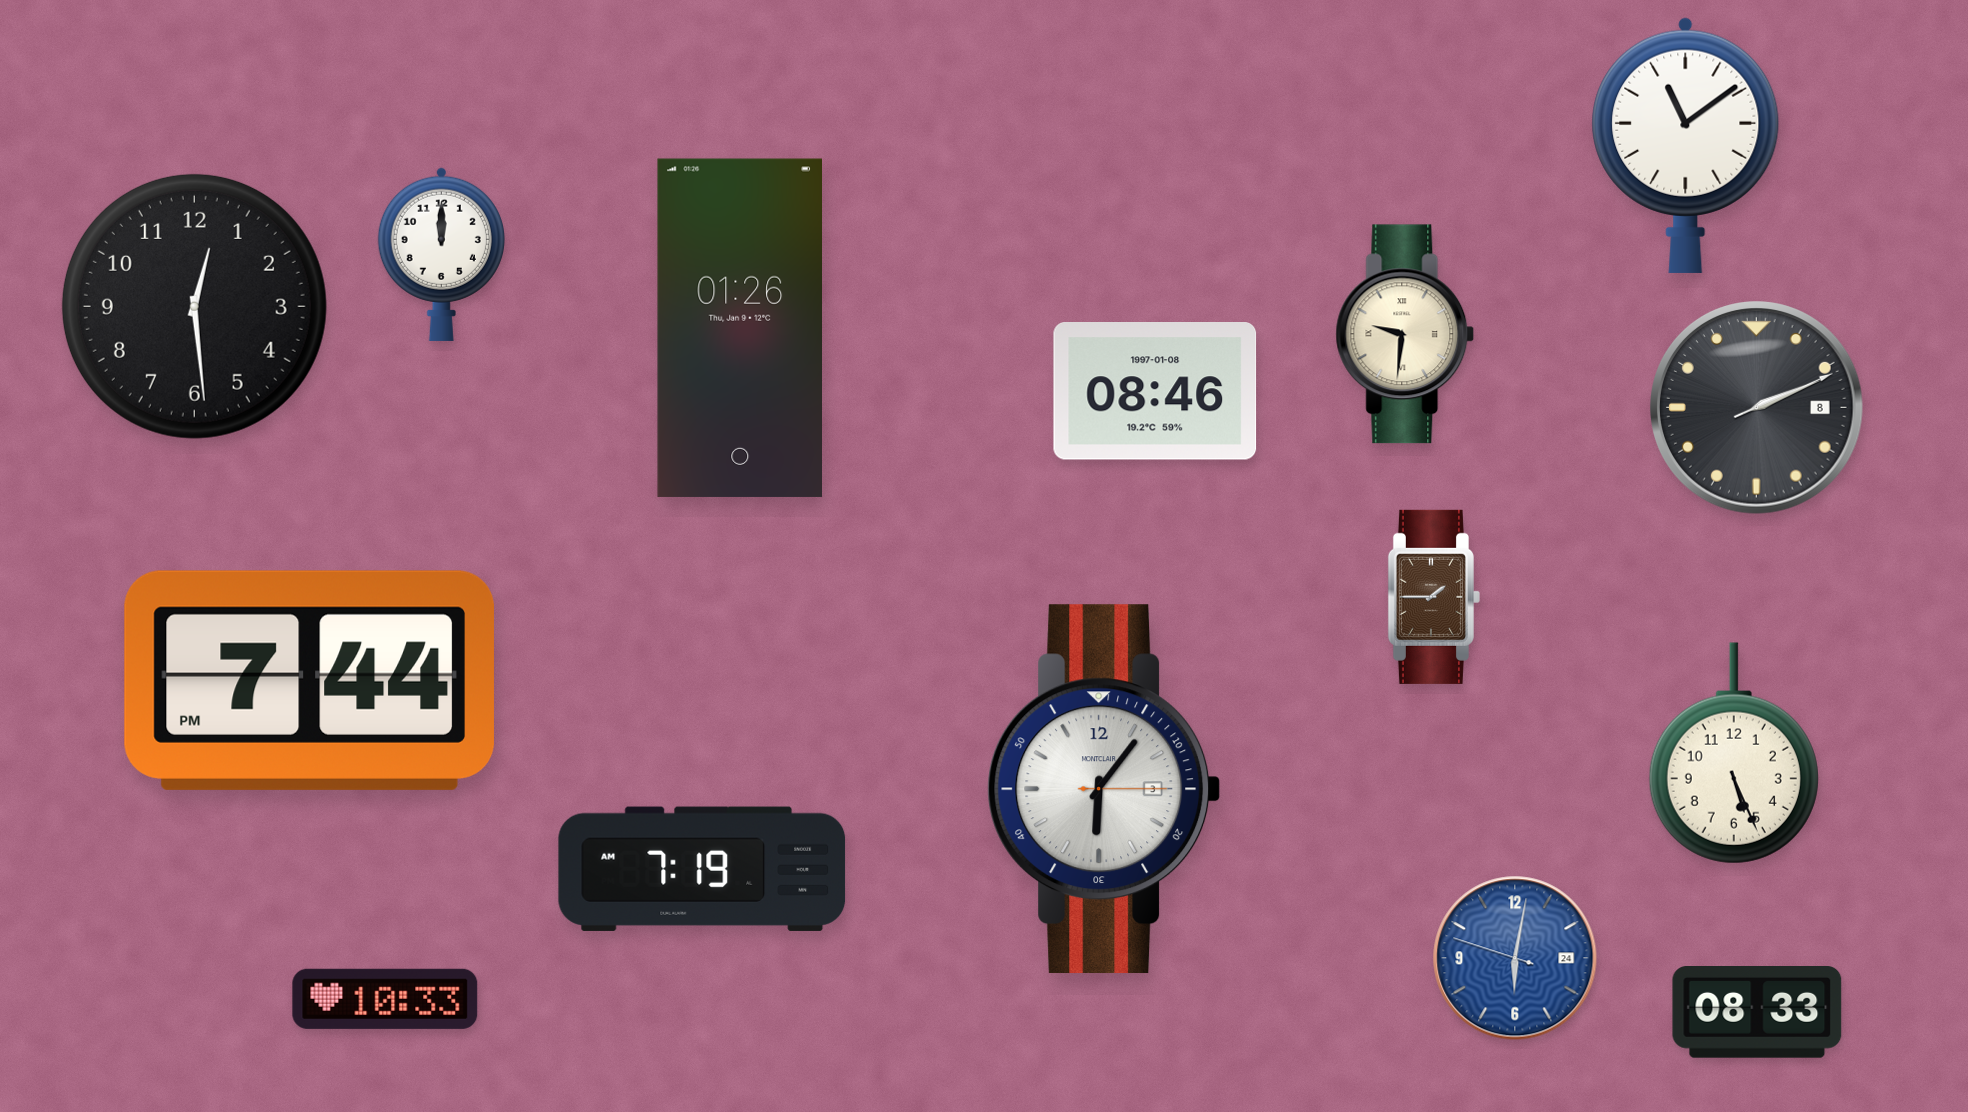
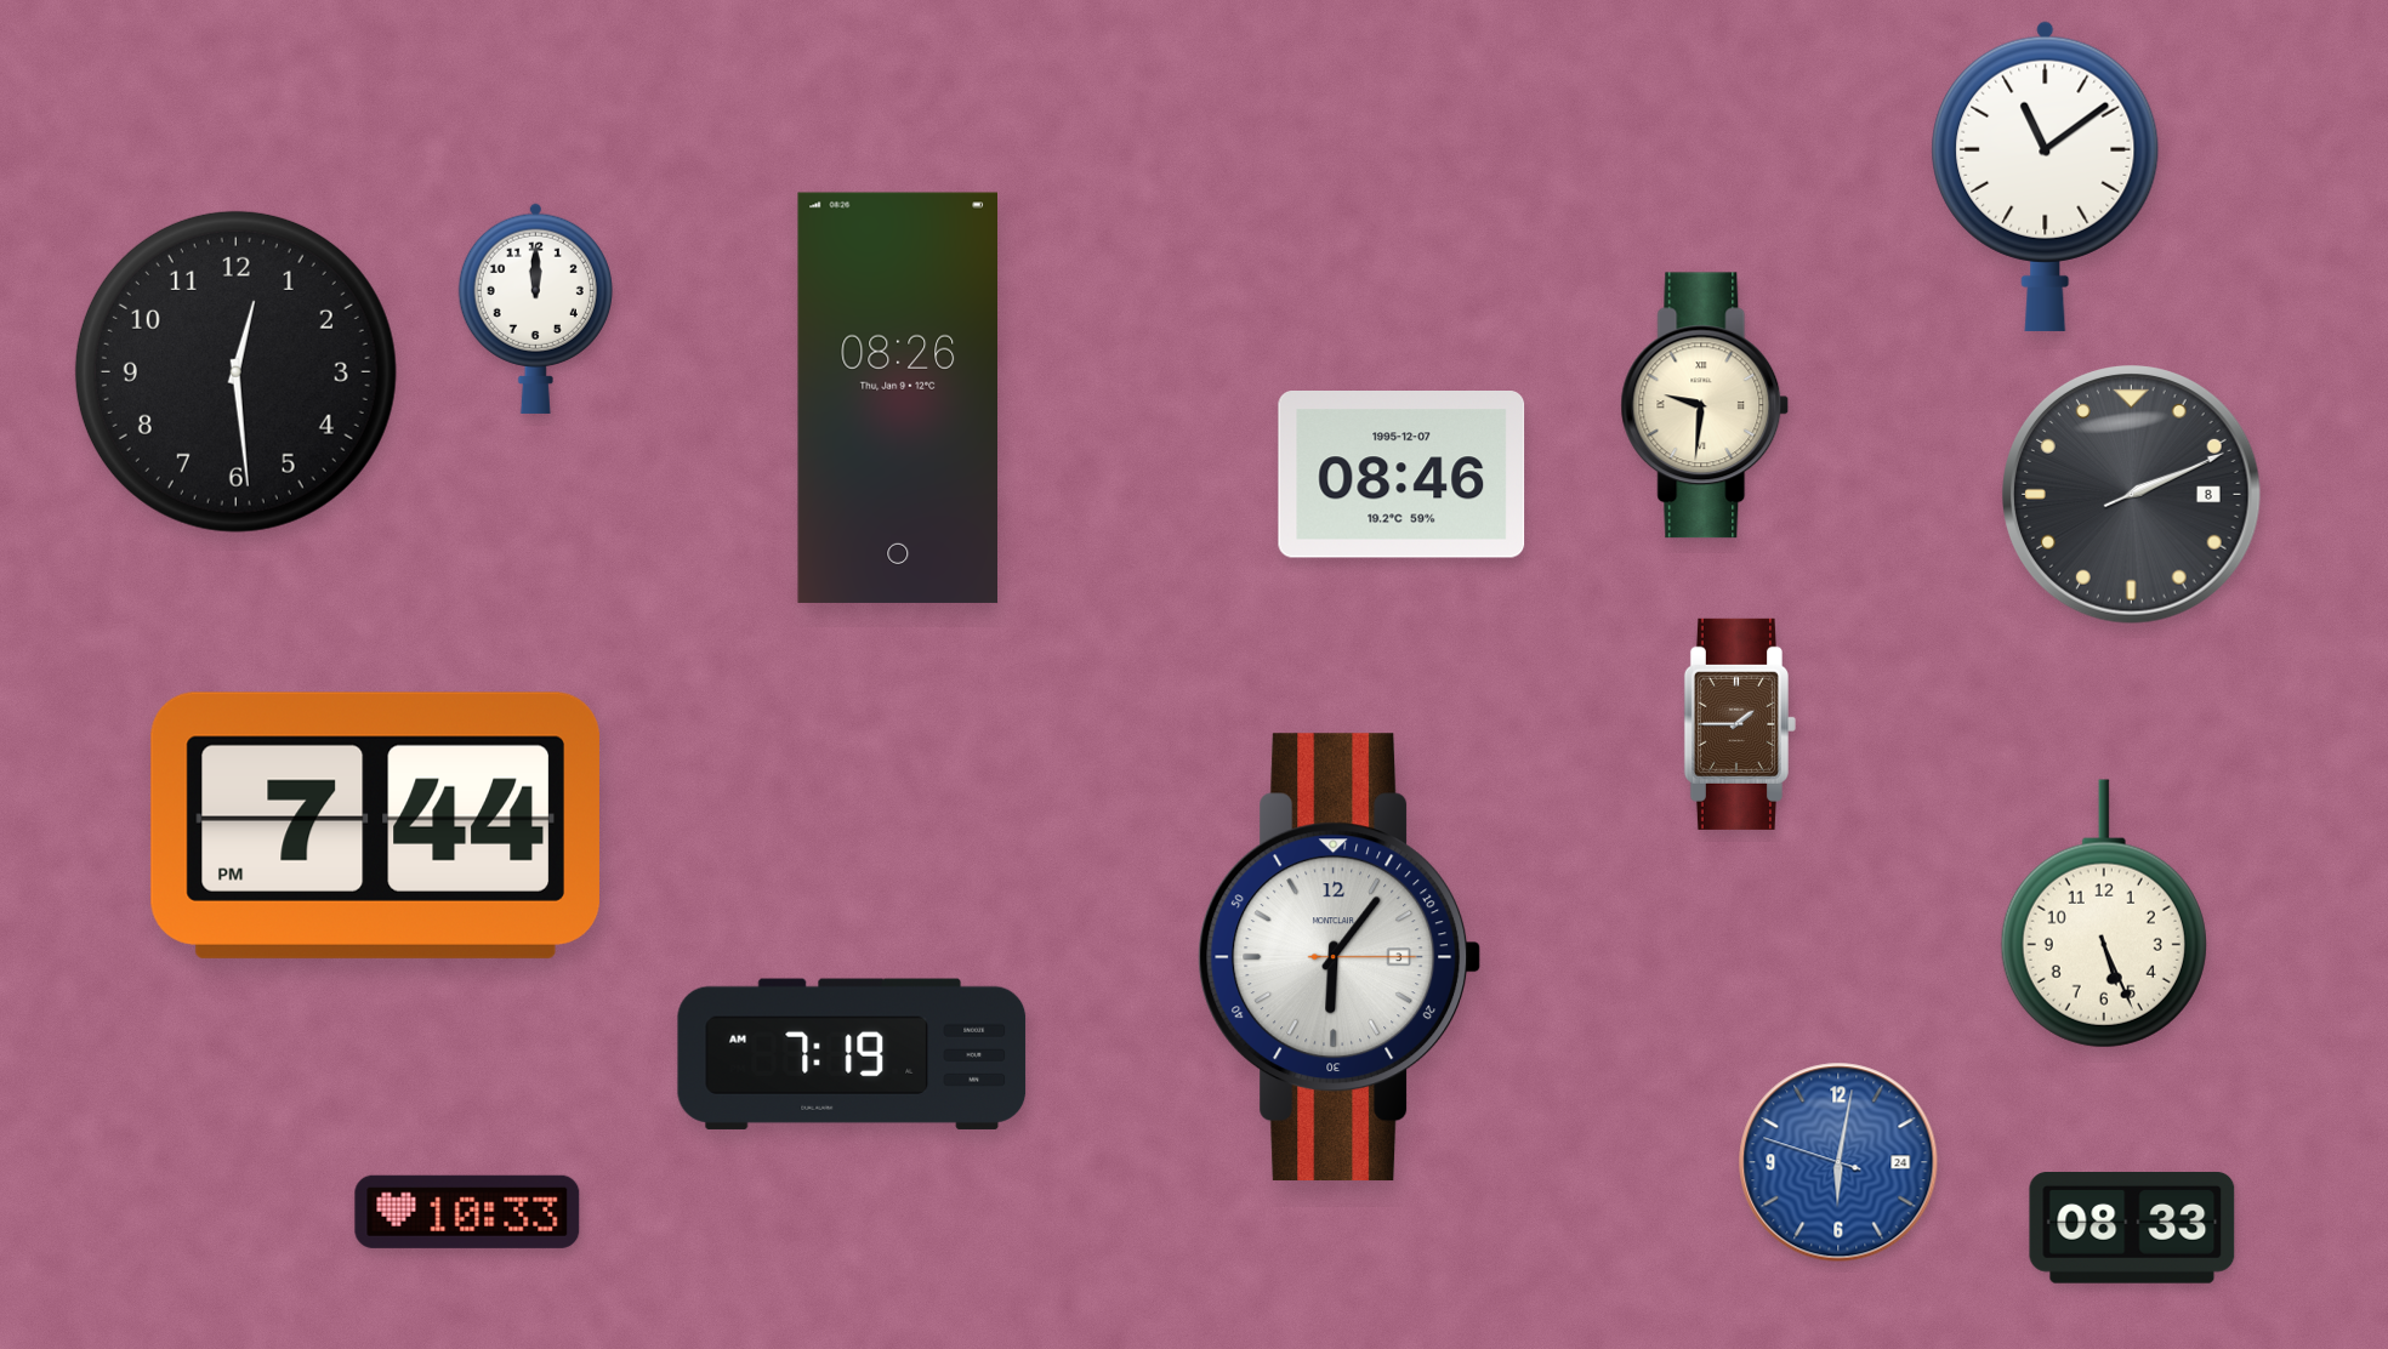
clock at (739, 328): 01:26 -> 08:26
clock at (1155, 392) date: 1997-01-08 -> 1995-12-07
